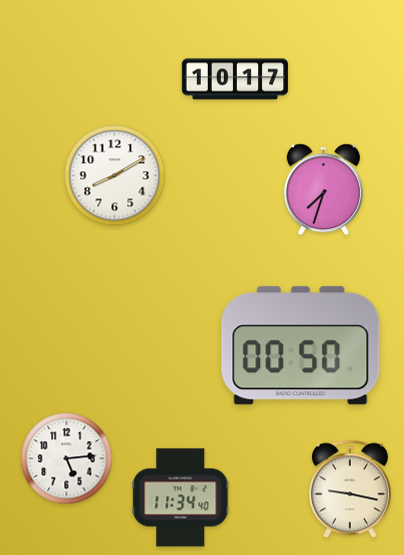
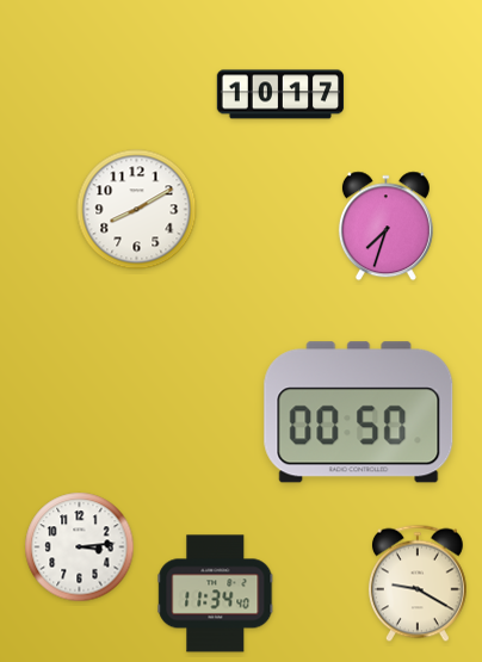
clock at (67, 459): 5:14 -> 3:14
clock at (350, 489): 9:17 -> 9:20
